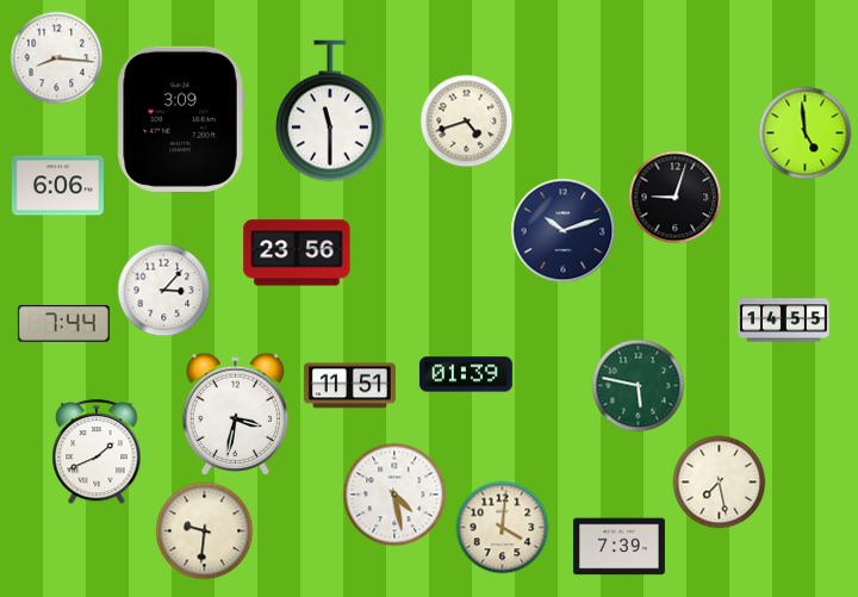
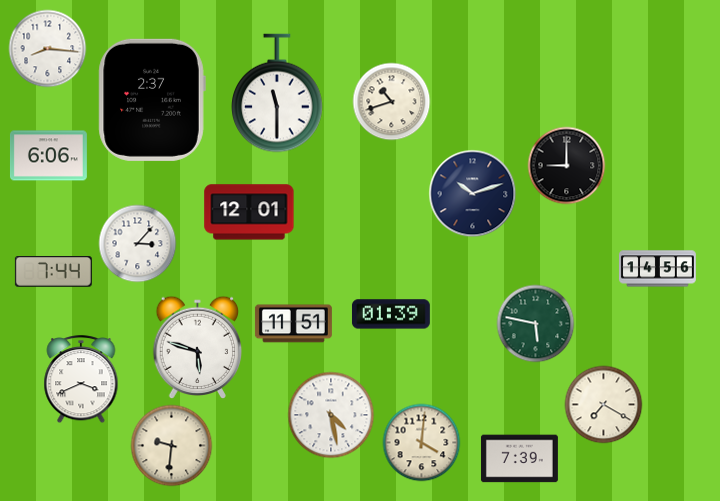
clock at (181, 119): 3:09 -> 2:37
clock at (466, 120): 4:42 -> 10:42
clock at (804, 132): 4:59 -> none
clock at (674, 197): 9:03 -> 9:00
clock at (297, 253): 23:56 -> 12:01
clock at (783, 321): 14:55 -> 14:56
clock at (236, 413): 3:32 -> 5:48
clock at (97, 452): 1:41 -> 3:41
clock at (719, 481): 7:28 -> 7:20
